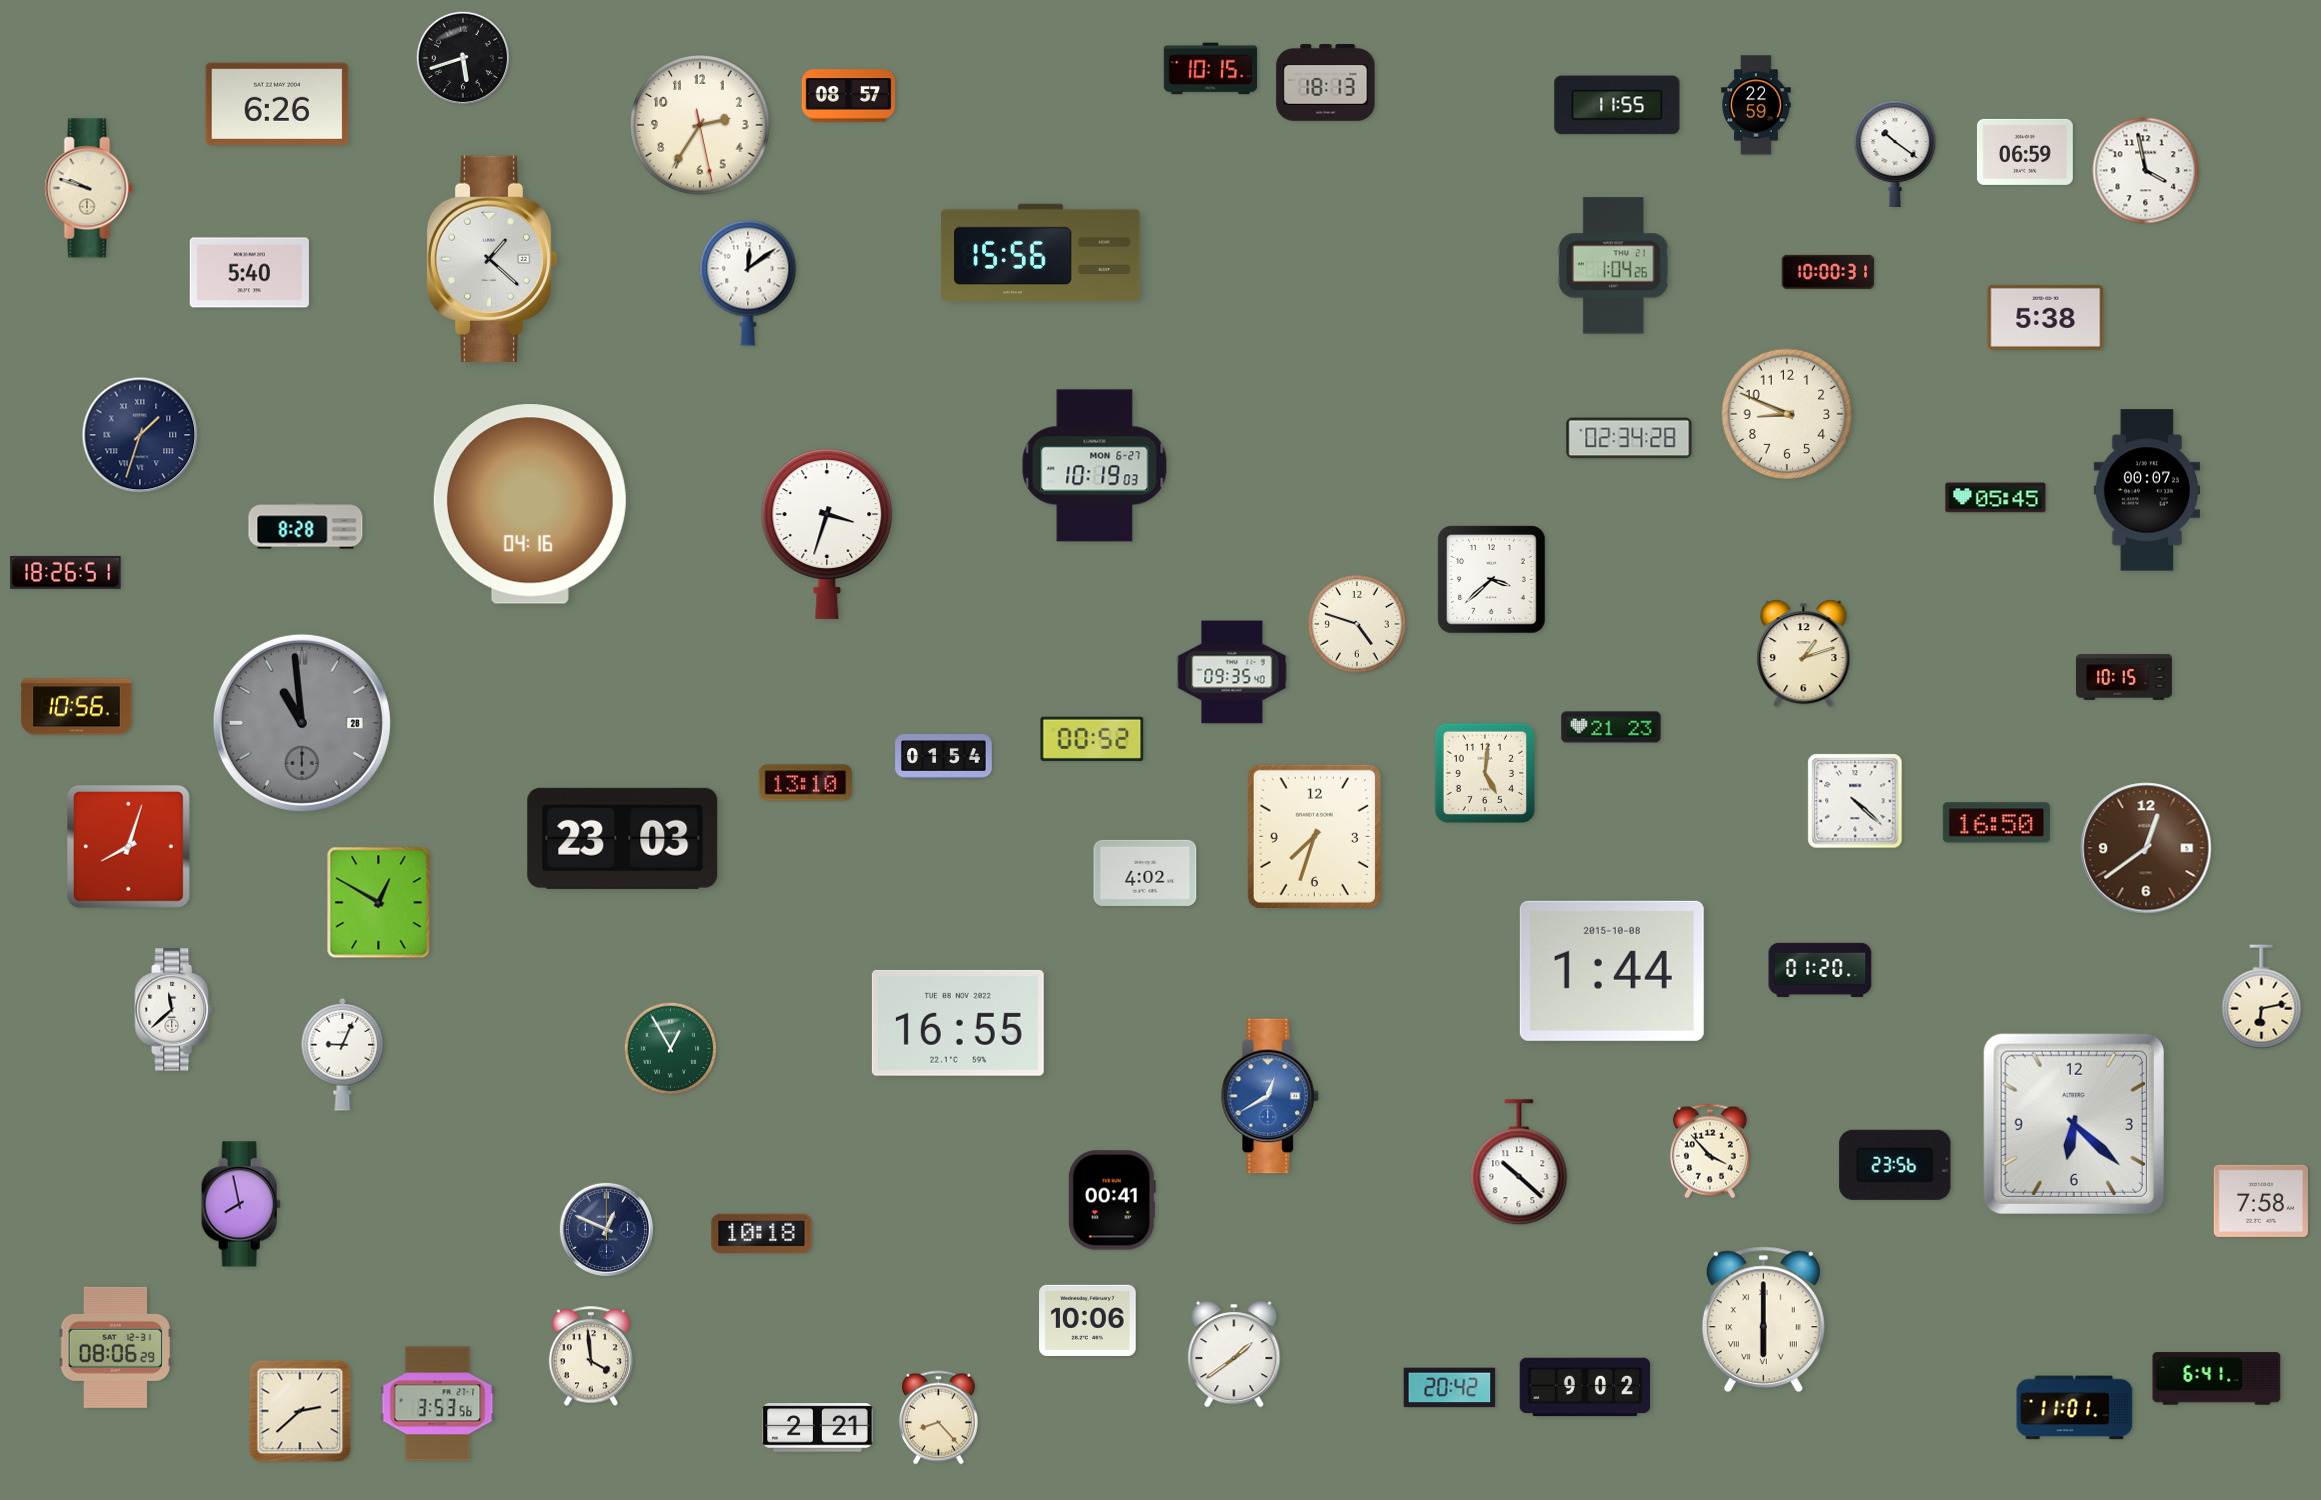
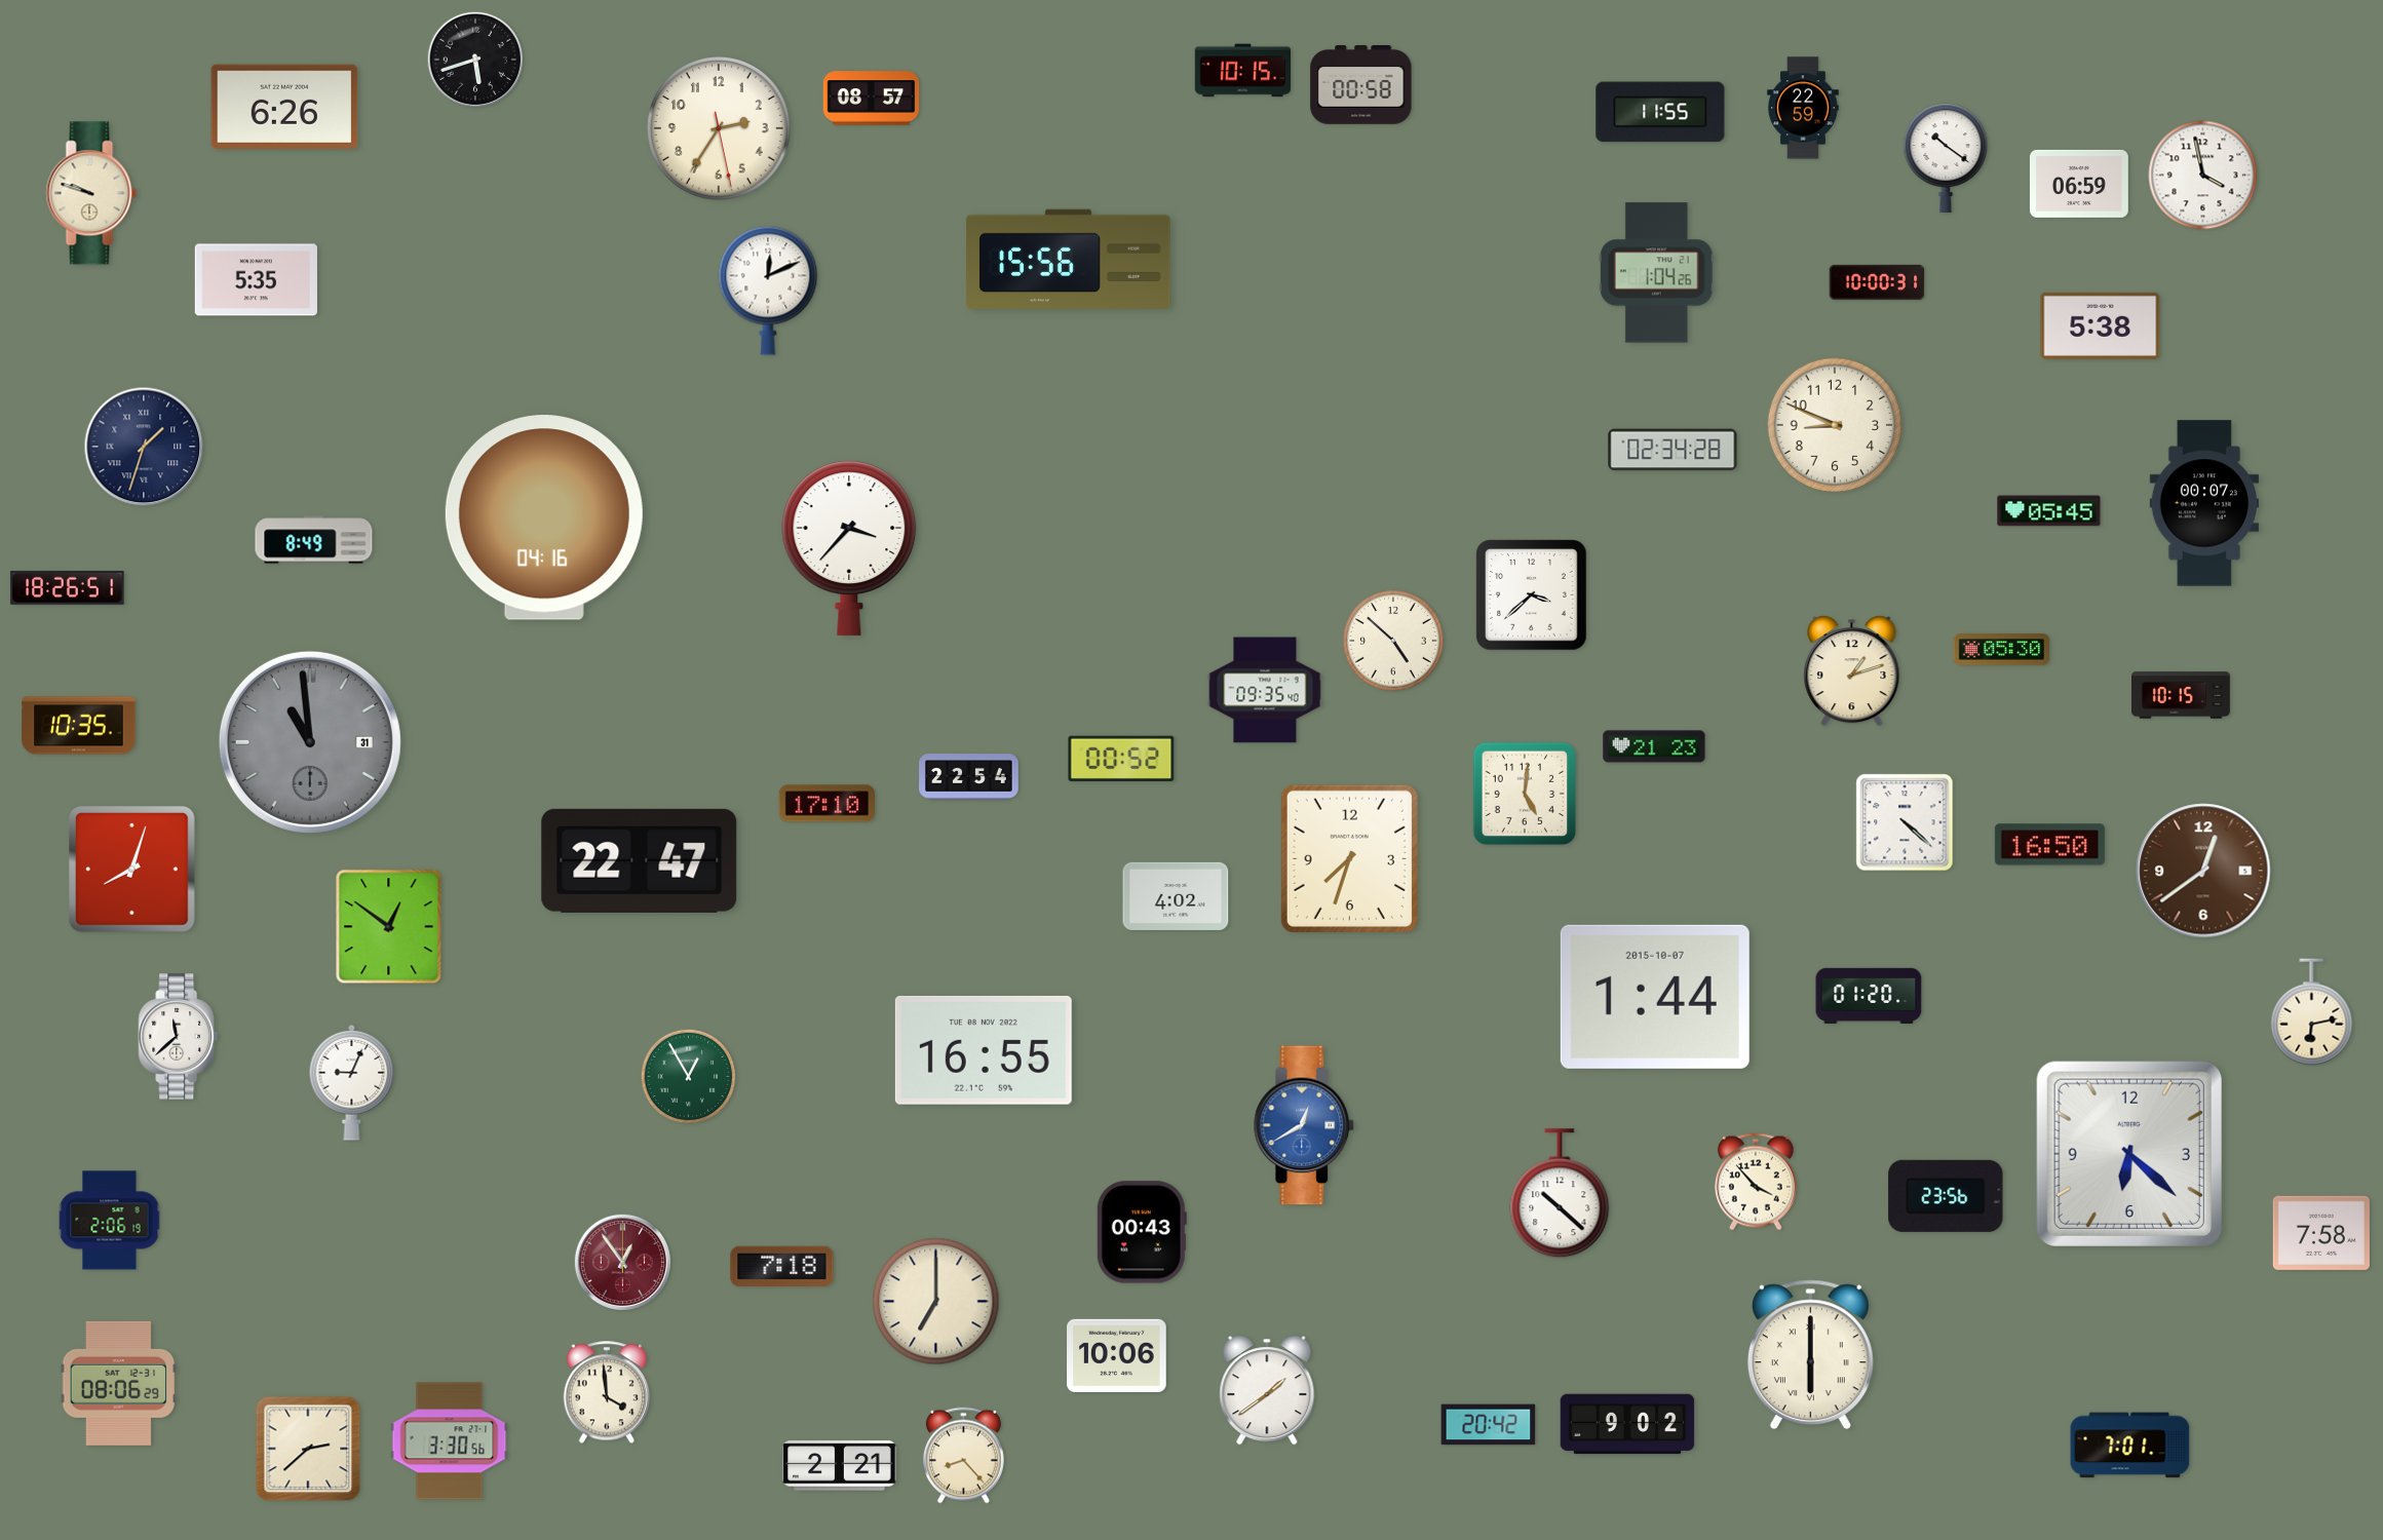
clock at (1326, 83): 18:13 -> 00:58
clock at (1617, 105) position: (1617, 105) -> (1660, 112)
clock at (2025, 152) position: (2025, 152) -> (2079, 184)
clock at (492, 259): 1:22 -> none
clock at (1828, 272) position: (1828, 272) -> (1877, 282)
clock at (249, 273): 5:40 -> 5:35
clock at (748, 283): 12:09 -> 12:11
clock at (1095, 466): 10:19 -> none
clock at (306, 526): 8:28 -> 8:49
clock at (827, 534): 3:33 -> 3:37
clock at (1357, 624): 4:48 -> 4:52
clock at (2002, 650): none -> 05:30
clock at (77, 707): 10:56 -> 10:35
clock at (302, 723) date: 28 -> 31
clock at (944, 757): 01:54 -> 22:54
clock at (805, 783): 13:10 -> 17:10
clock at (623, 838): 23:03 -> 22:47
clock at (379, 903): 12:50 -> 12:51
clock at (1612, 971) date: 2015-10-08 -> 2015-10-07
clock at (2262, 997) position: (2262, 997) -> (2312, 1012)
clock at (110, 1221): none -> 2:06
clock at (1112, 1200): 00:41 -> 00:43
clock at (241, 1204): 7:58 -> none
clock at (606, 1229): 12:49 -> 12:54
clock at (606, 1229) dial: navy -> burgundy
clock at (762, 1234): 10:18 -> 7:18
clock at (936, 1302): none -> 7:00
clock at (2217, 1379): 6:41 -> none
clock at (438, 1404): 3:53 -> 3:30
clock at (2075, 1408): 11:01 -> 7:01
